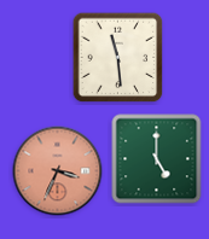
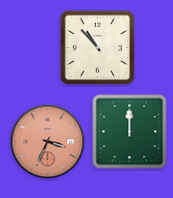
clock at (118, 58): 11:29 -> 10:53
clock at (157, 159): 5:00 -> 12:00
